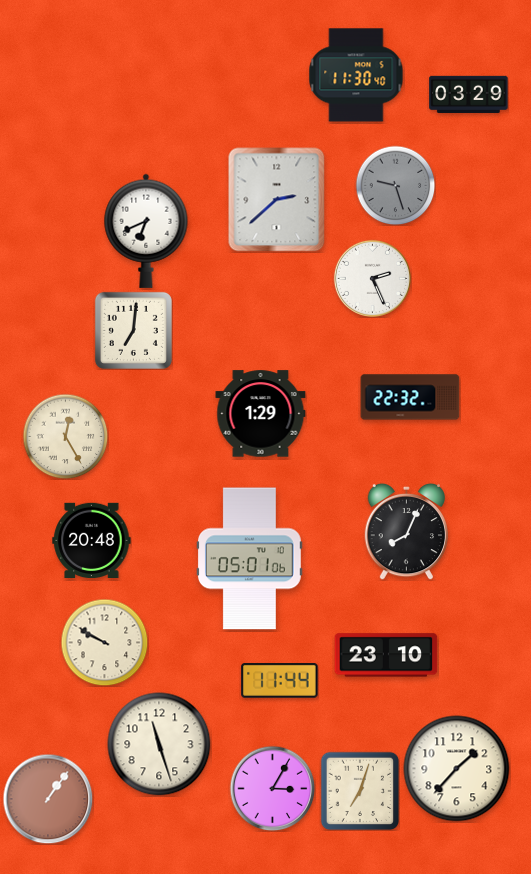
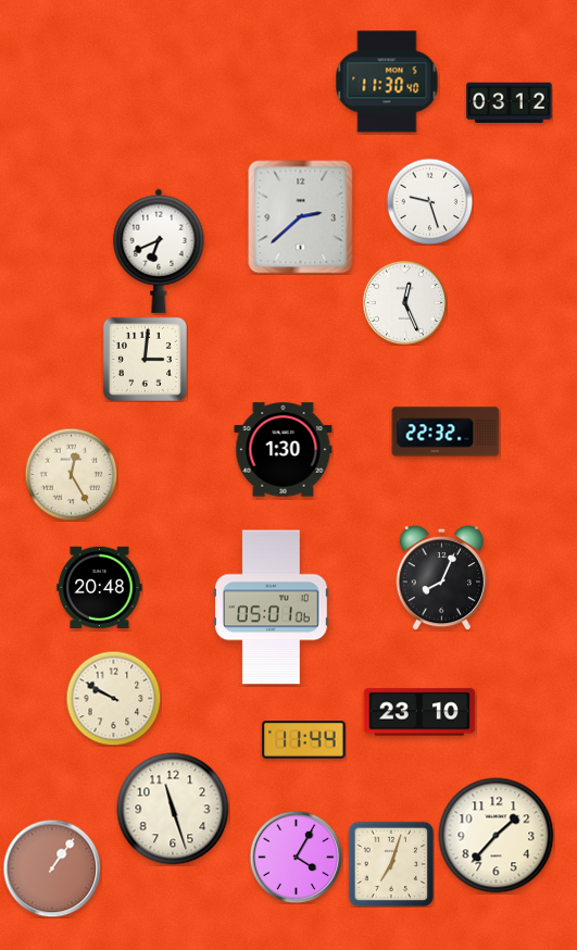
clock at (469, 94): 03:29 -> 03:12
clock at (395, 185) dial: grey -> white
clock at (372, 278): 2:26 -> 12:26
clock at (133, 330): 7:01 -> 3:01
clock at (261, 414): 1:29 -> 1:30
clock at (272, 788): 3:05 -> 4:05
clock at (360, 791) position: (360, 791) -> (391, 864)
